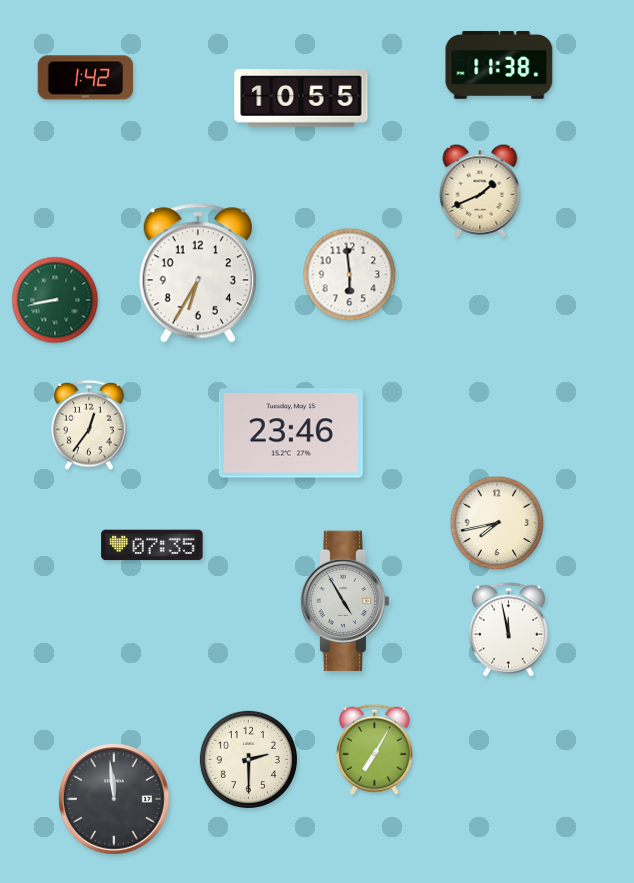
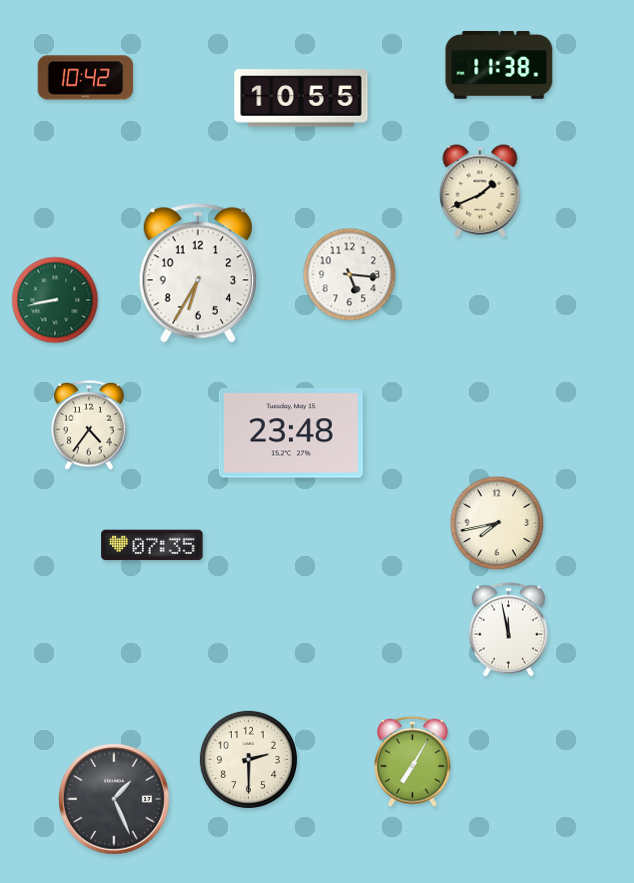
clock at (86, 78): 1:42 -> 10:42
clock at (350, 275): 5:59 -> 5:16
clock at (89, 425): 12:36 -> 4:36
clock at (291, 433): 23:46 -> 23:48
clock at (345, 601): 4:55 -> none
clock at (375, 749) position: (375, 749) -> (413, 761)
clock at (114, 799): 11:59 -> 1:26
